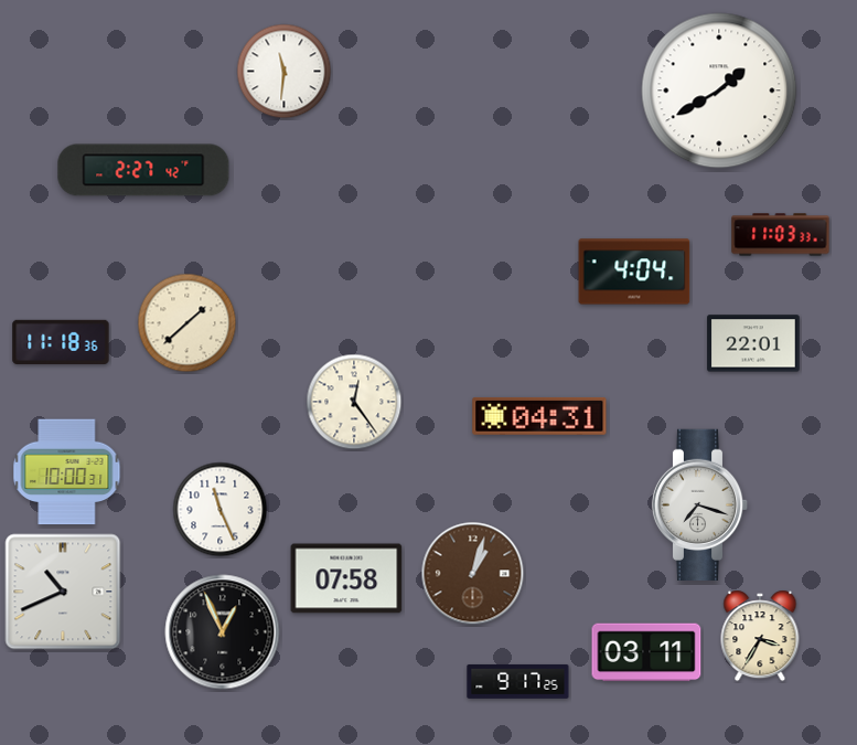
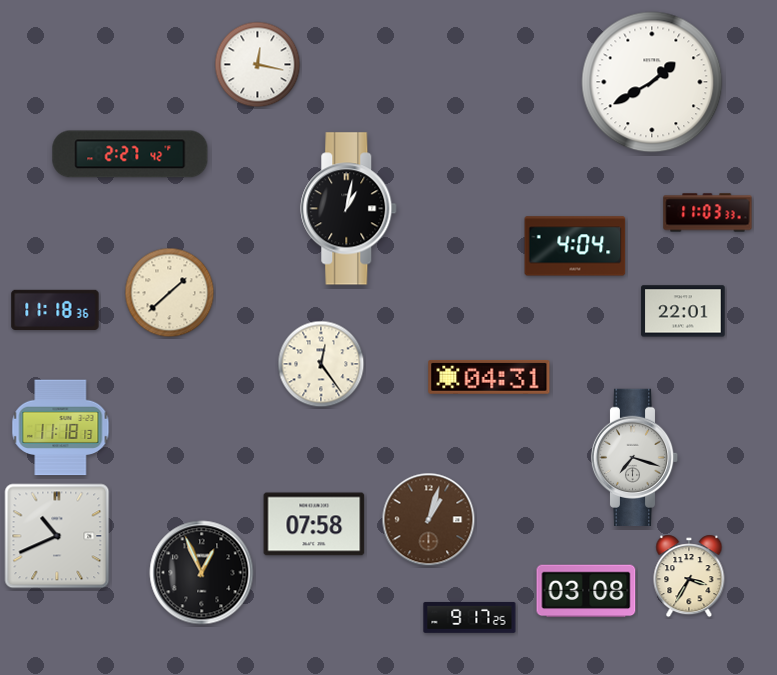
clock at (285, 72): 11:31 -> 12:17
clock at (349, 209): none -> 1:02
clock at (67, 472): 10:00 -> 11:18
clock at (221, 510): 11:26 -> none
clock at (646, 652): 03:11 -> 03:08
